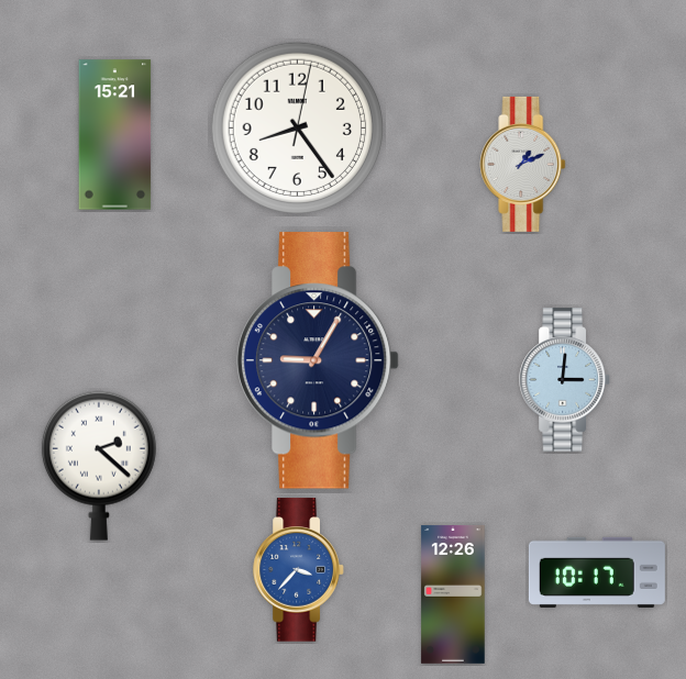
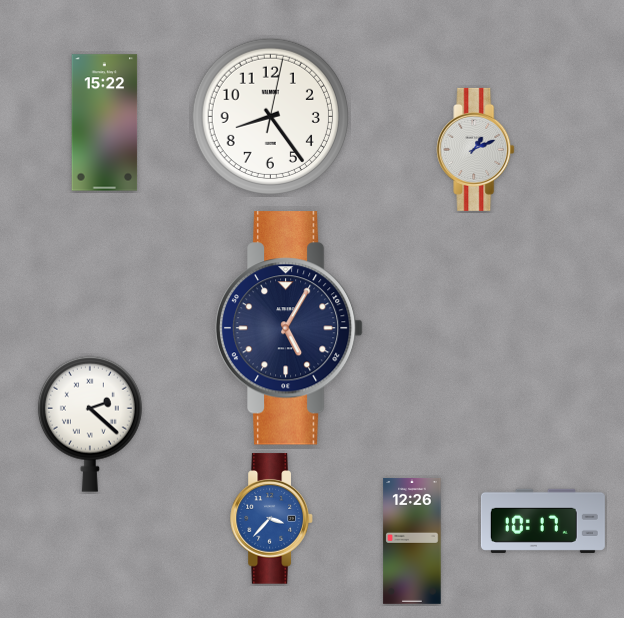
clock at (115, 135): 15:21 -> 15:22
clock at (318, 360): 9:05 -> 5:05
clock at (565, 380): 3:01 -> none
